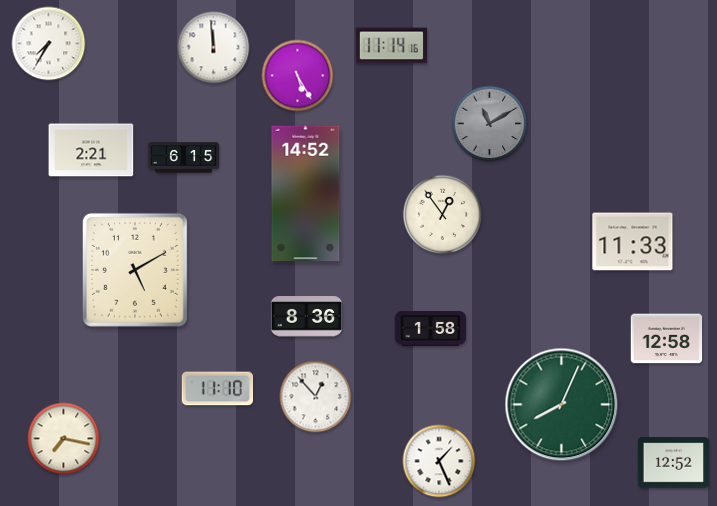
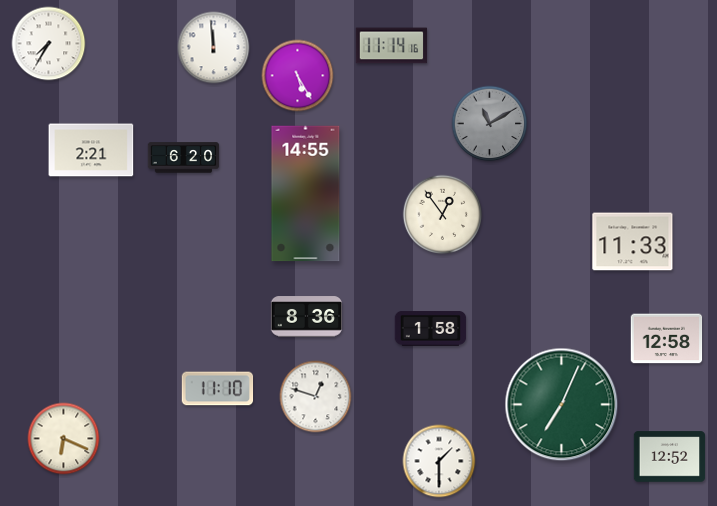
clock at (184, 158): 6:15 -> 6:20
clock at (306, 194): 14:52 -> 14:55
clock at (135, 270): 5:10 -> none
clock at (316, 397): 12:53 -> 12:48
clock at (562, 405): 8:04 -> 7:04
clock at (64, 439): 7:17 -> 6:19
clock at (439, 461): 1:26 -> 1:30
clock at (674, 463) position: (674, 463) -> (670, 457)
